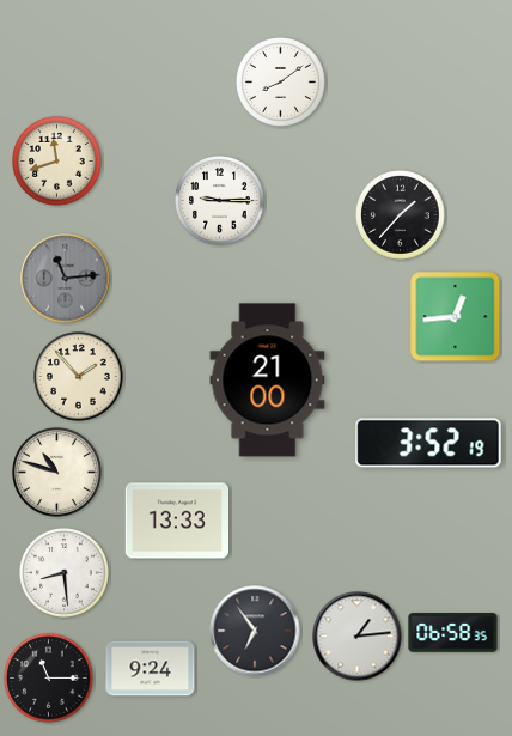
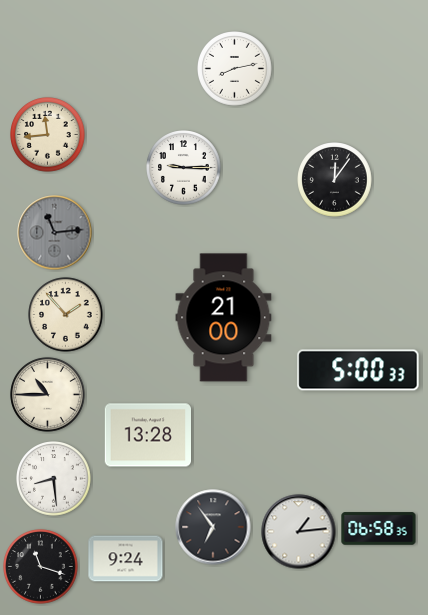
clock at (281, 83): 8:09 -> 8:13
clock at (57, 162): 11:42 -> 11:44
clock at (401, 215): 1:37 -> 12:06
clock at (456, 317): 12:44 -> none
clock at (428, 443): 3:52 -> 5:00
clock at (57, 473): 10:48 -> 10:45
clock at (176, 521): 13:33 -> 13:28
clock at (49, 679): 11:15 -> 11:18
